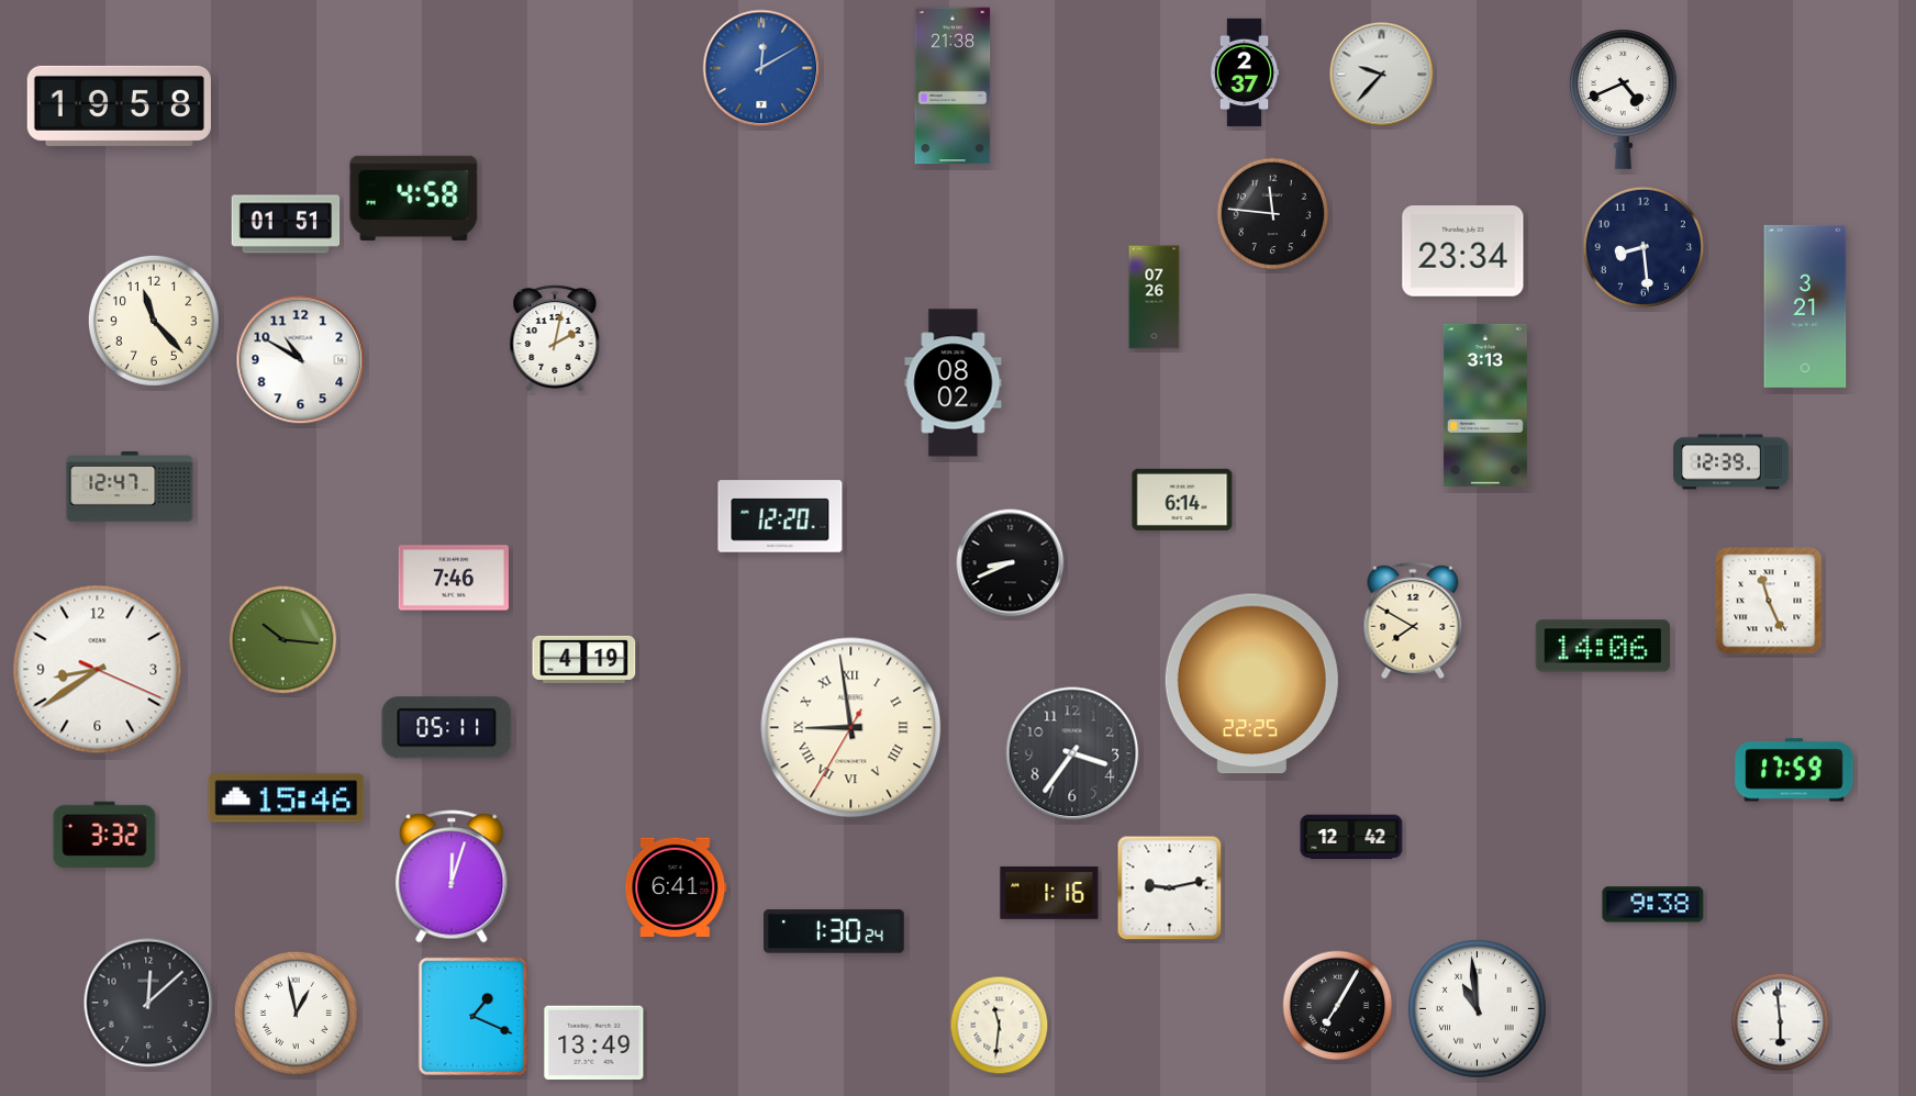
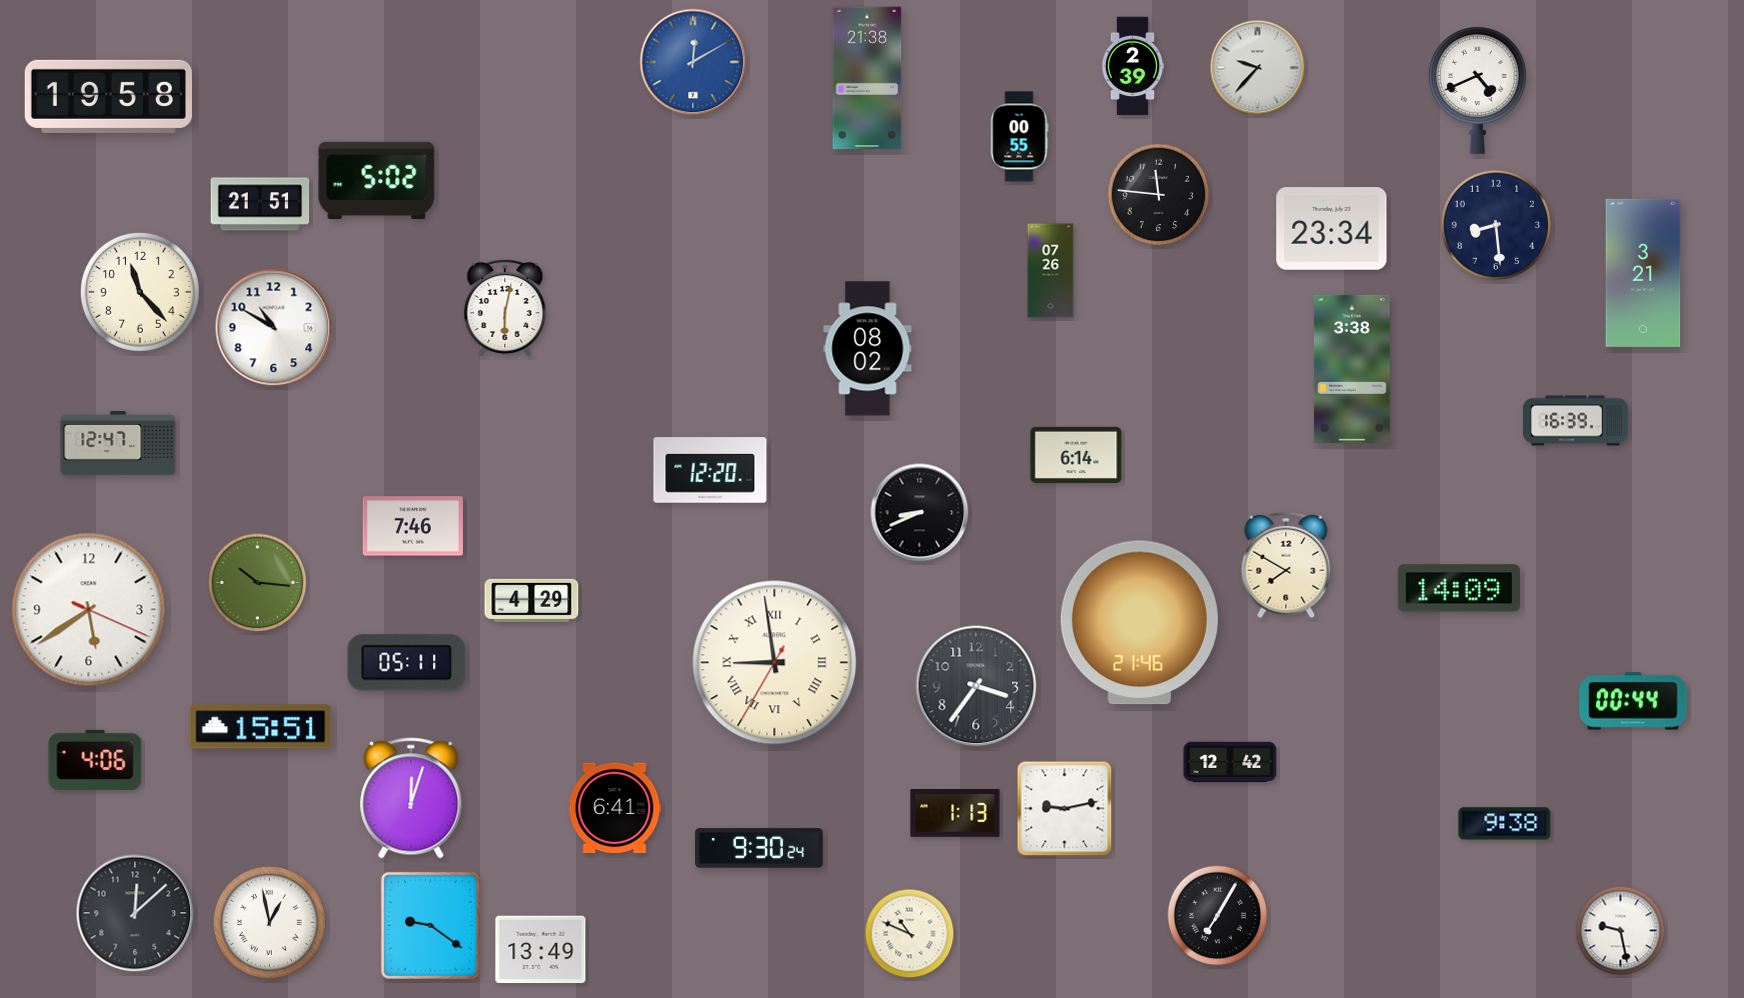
clock at (1245, 72): 2:37 -> 2:39
clock at (1019, 137): none -> 00:55
clock at (414, 198): 4:58 -> 5:02
clock at (286, 224): 01:51 -> 21:51
clock at (1805, 306) position: (1805, 306) -> (1643, 273)
clock at (555, 338): 2:02 -> 6:02
clock at (1485, 405): 3:13 -> 3:38
clock at (1731, 462): 12:39 -> 16:39
clock at (1769, 601): 11:26 -> none
clock at (1603, 646): 14:06 -> 14:09
clock at (584, 659): 4:19 -> 4:29
clock at (98, 670): 8:39 -> 5:39
clock at (1251, 684): 22:25 -> 21:46
clock at (1794, 770): 17:59 -> 00:44
clock at (287, 798): 15:46 -> 15:51
clock at (104, 834): 3:32 -> 4:06
clock at (1049, 893): 1:16 -> 1:13
clock at (834, 931): 1:30 -> 9:30
clock at (1478, 1009): 10:59 -> none
clock at (472, 1016): 1:19 -> 9:21
clock at (1781, 1022): 5:59 -> 9:28
clock at (1000, 1026): 11:31 -> 10:49
